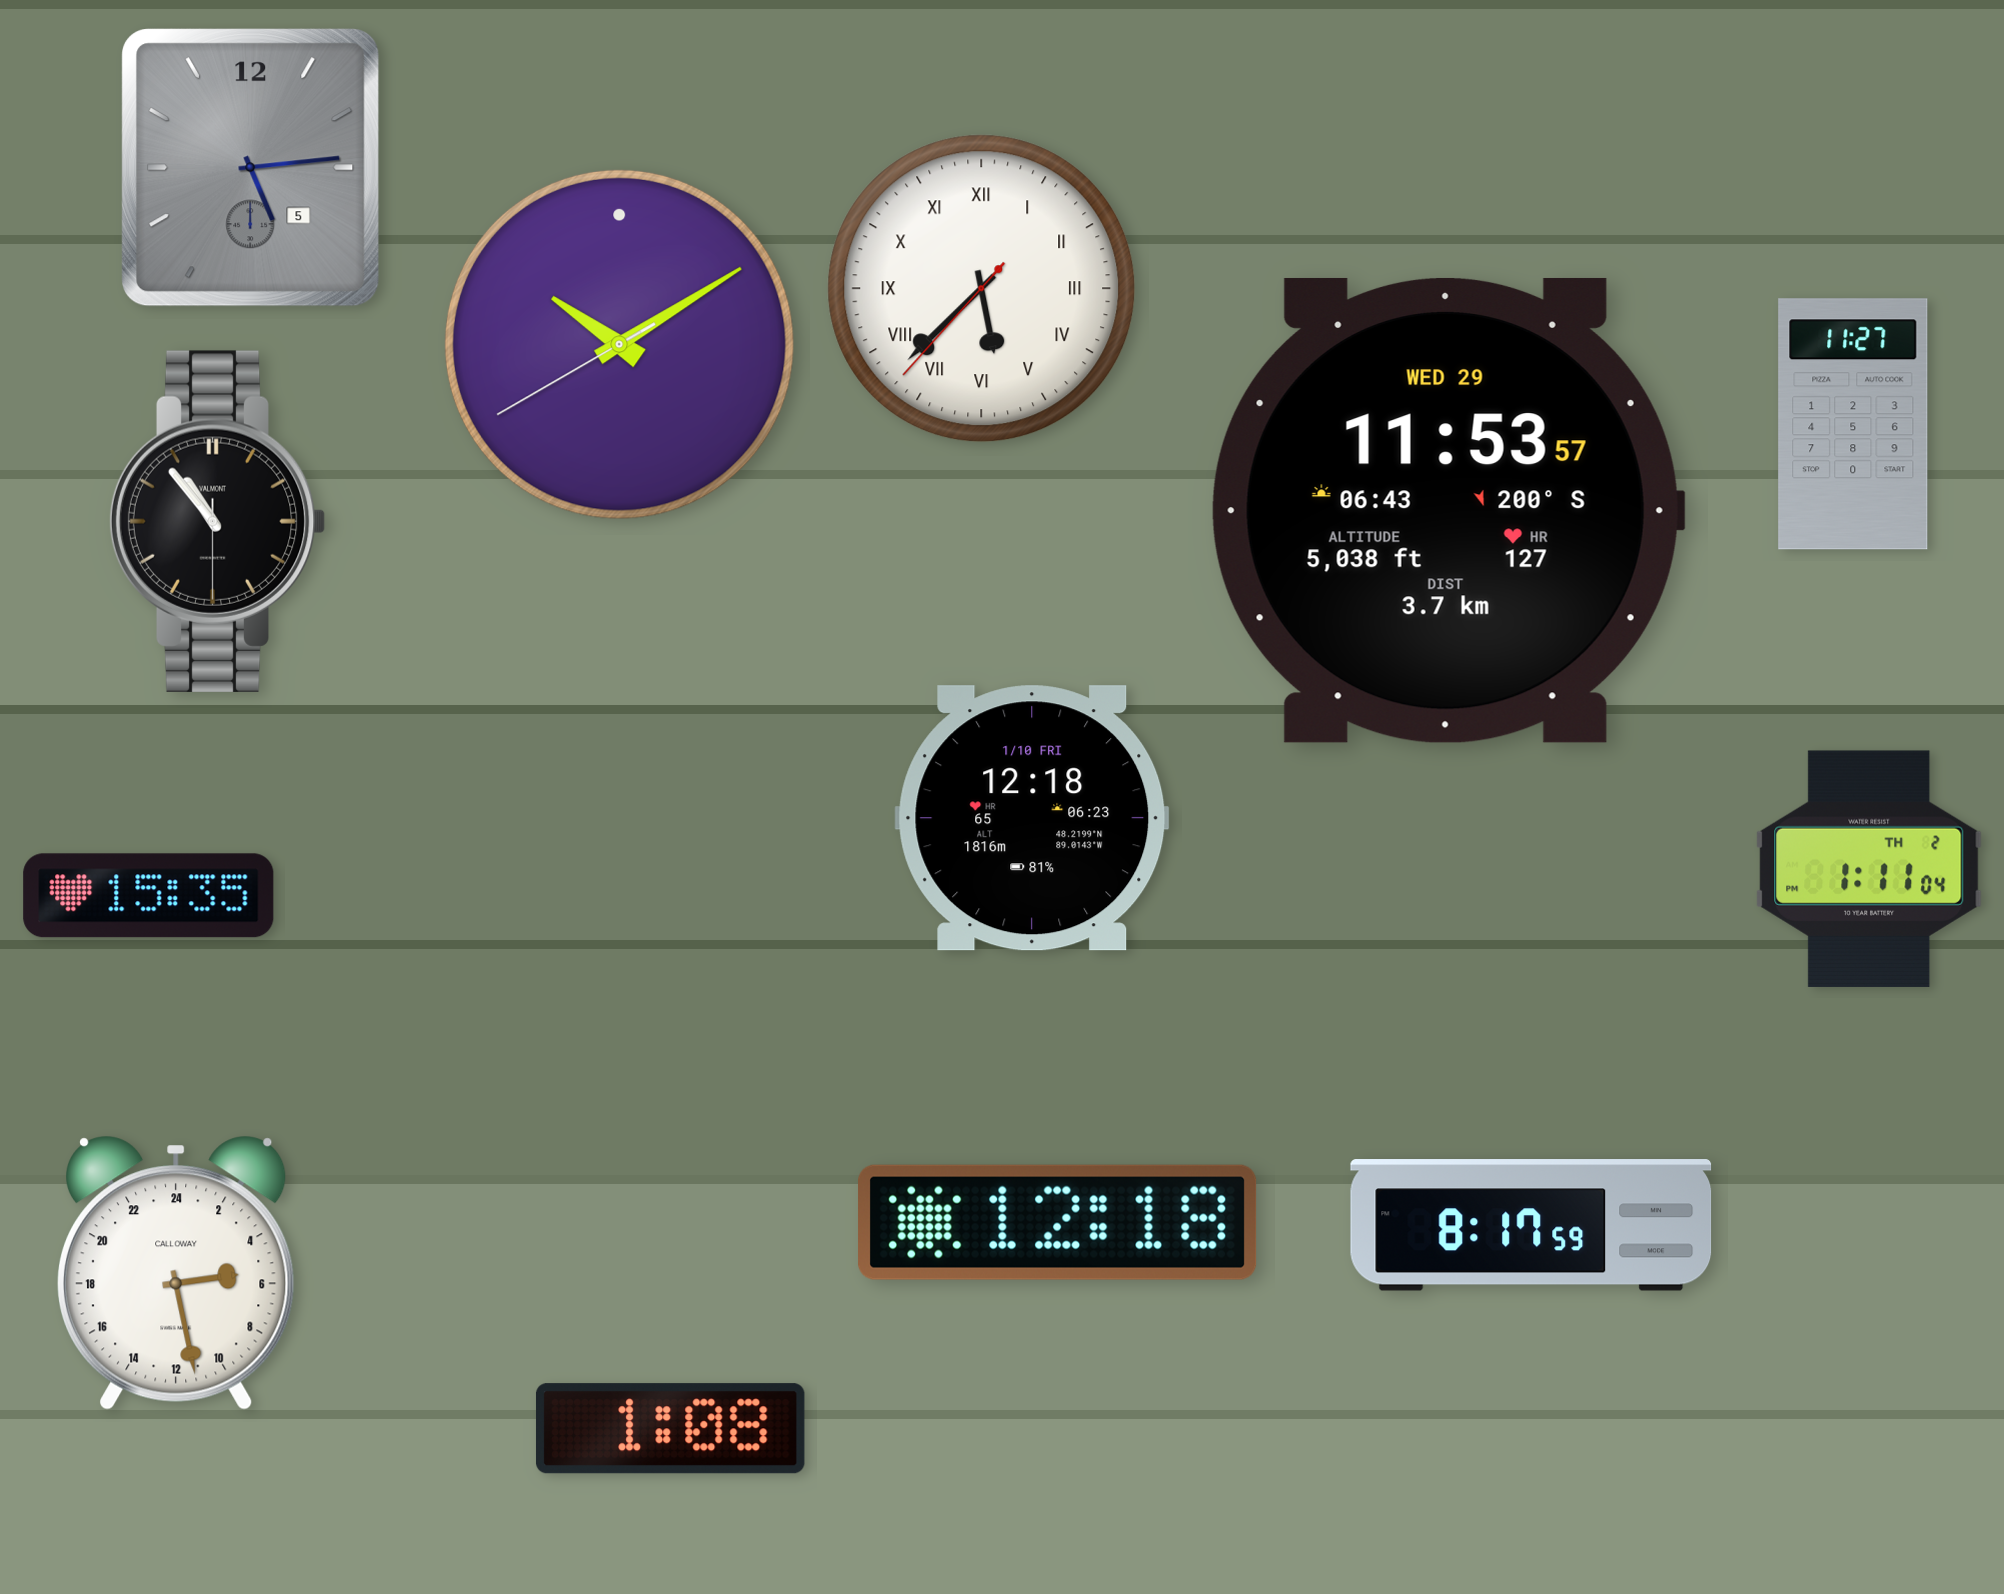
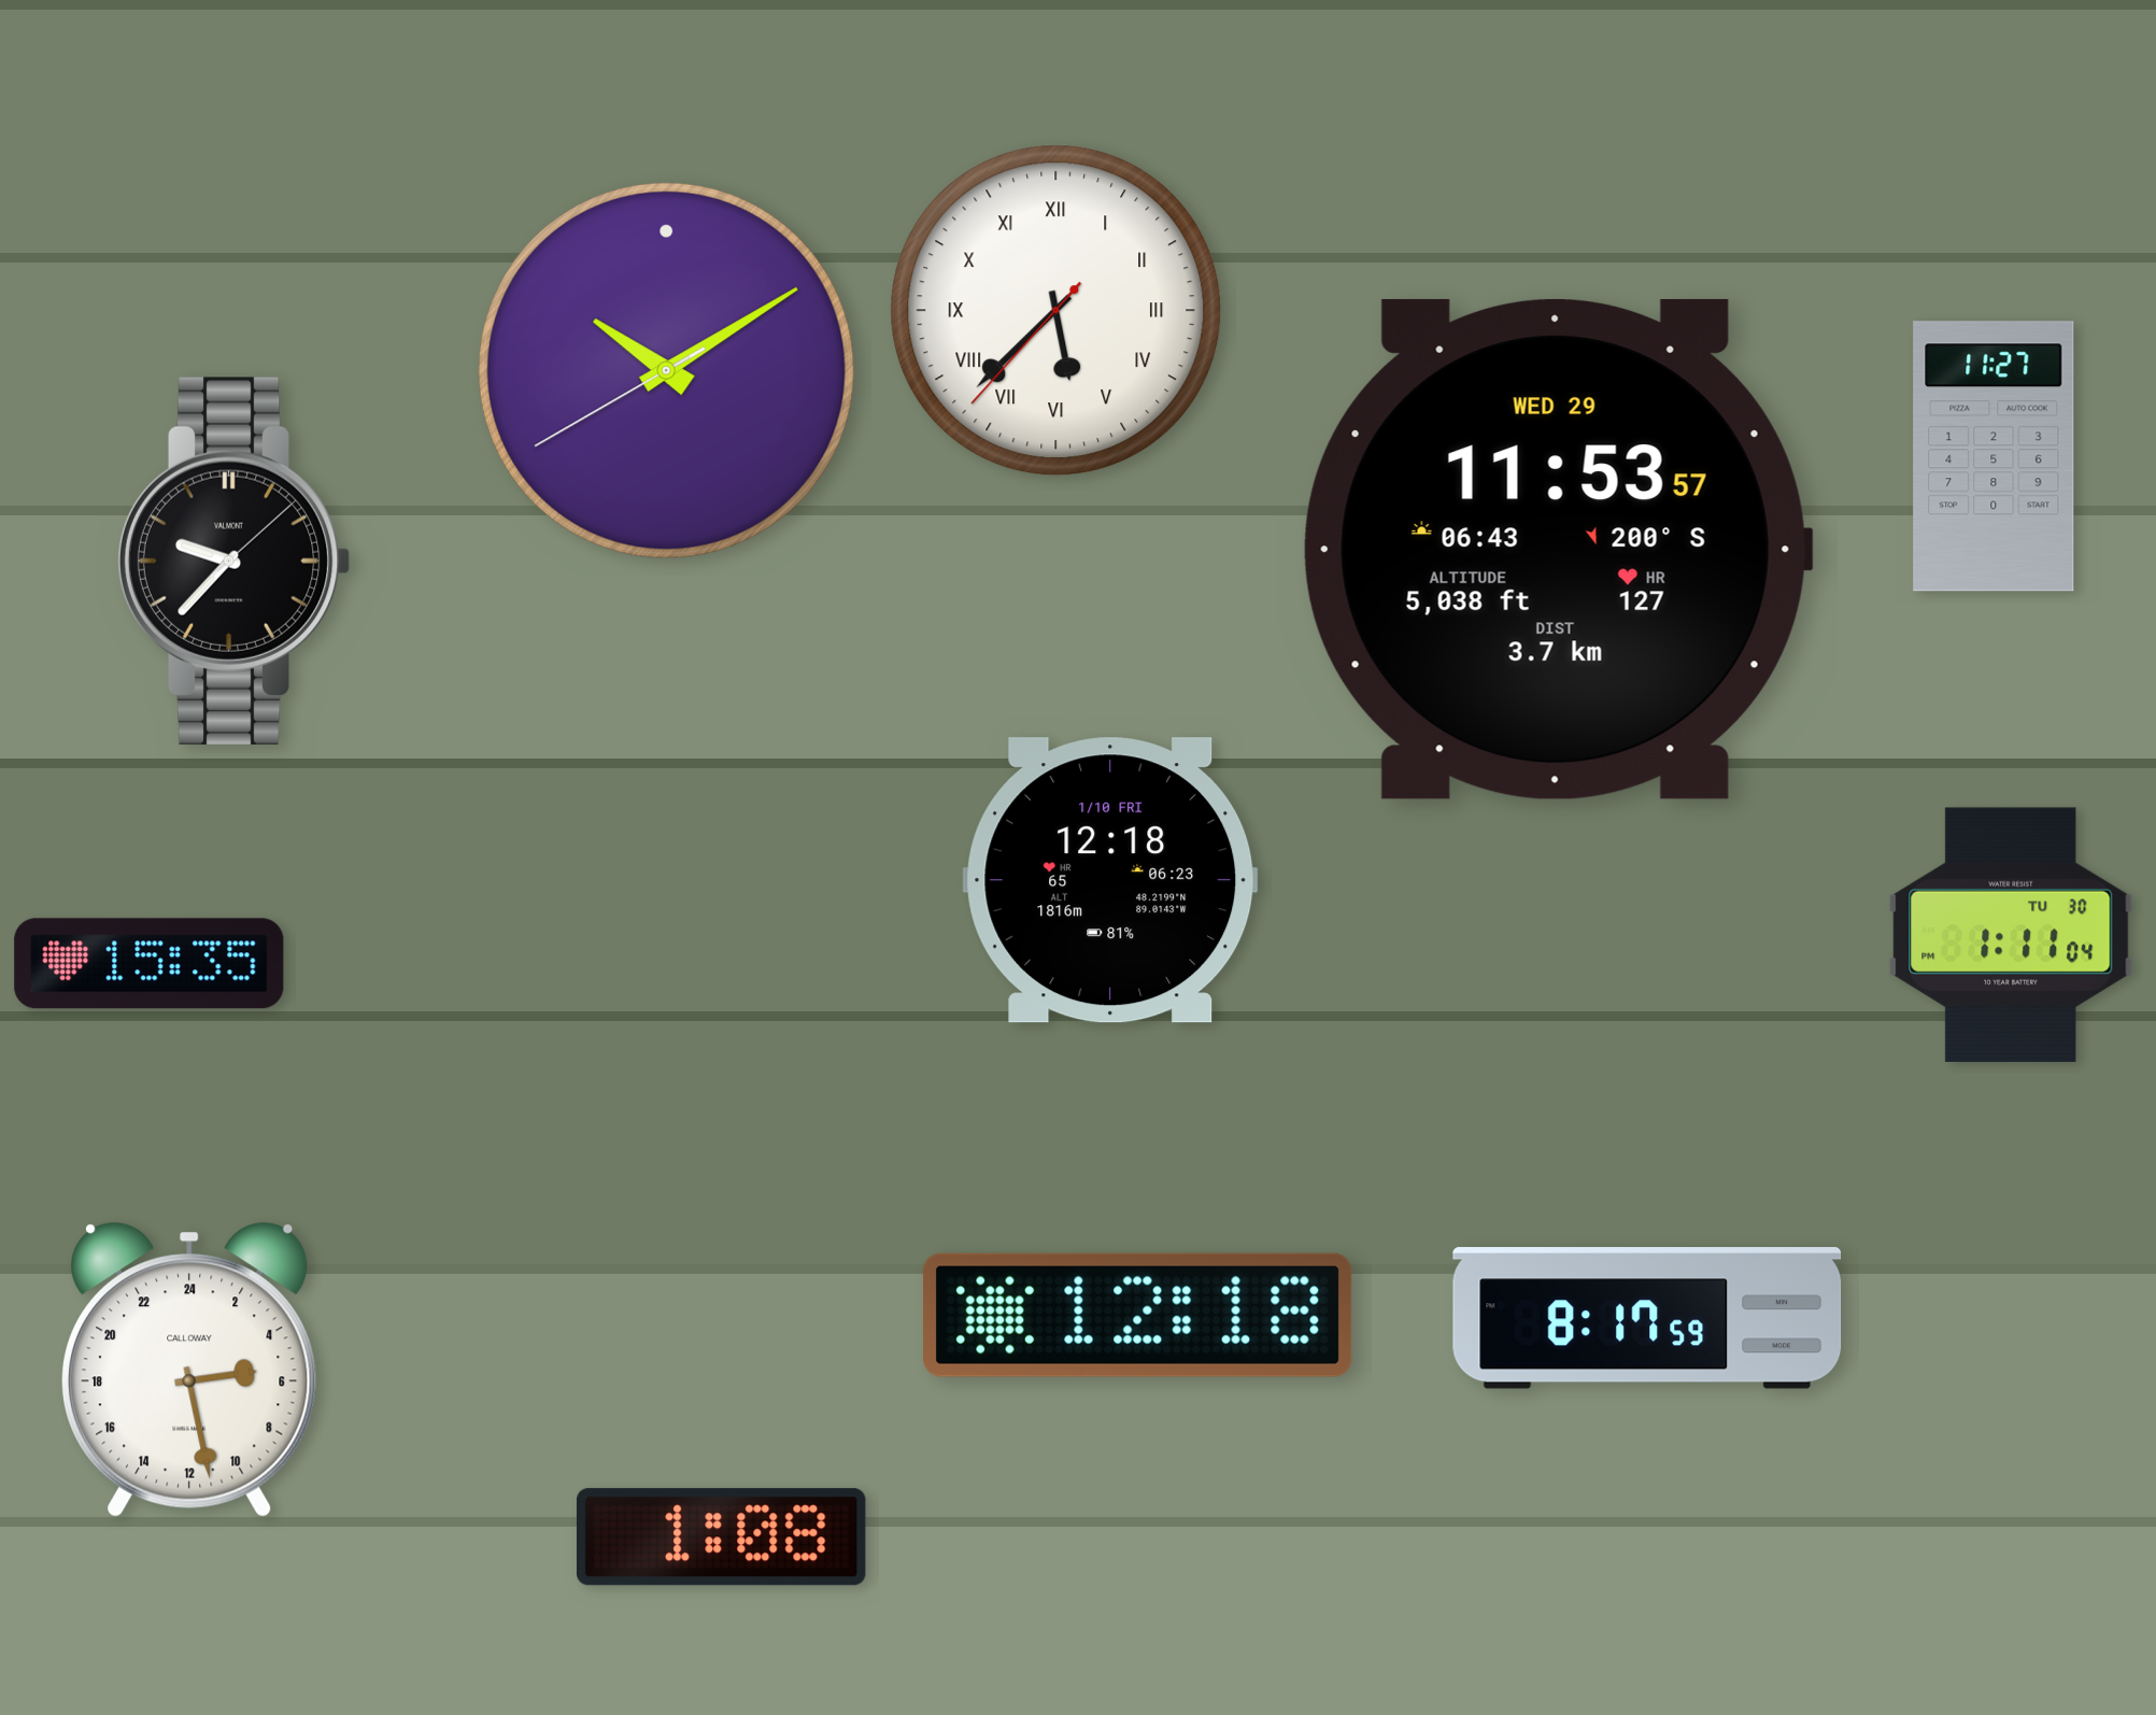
clock at (251, 168): 5:14 -> none
clock at (217, 521): 10:53 -> 9:37
clock at (1869, 869) date: TH 2 -> TU 30
clock at (149, 896) position: (149, 896) -> (150, 964)
